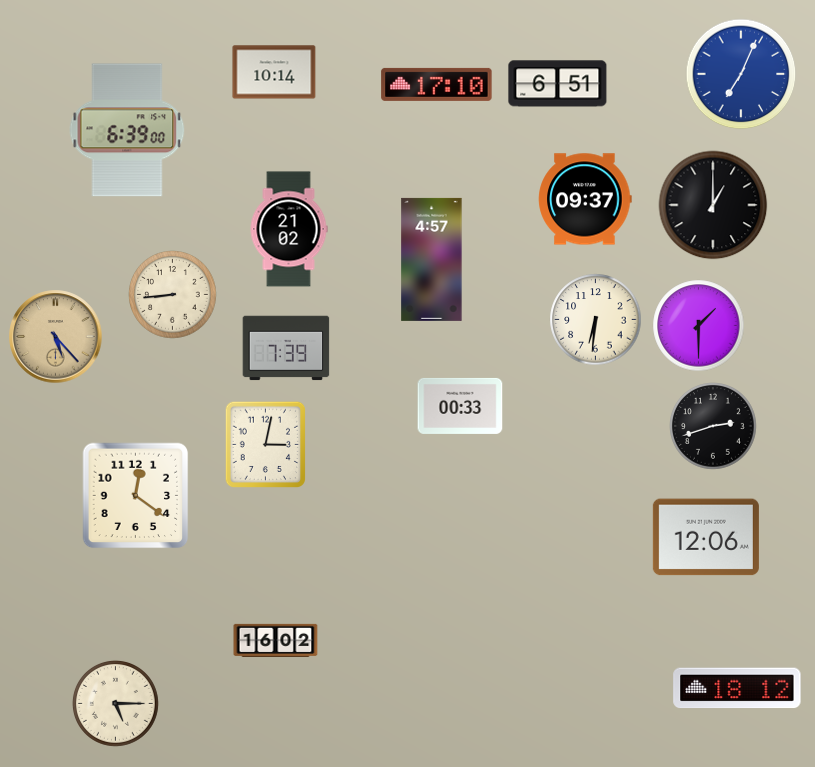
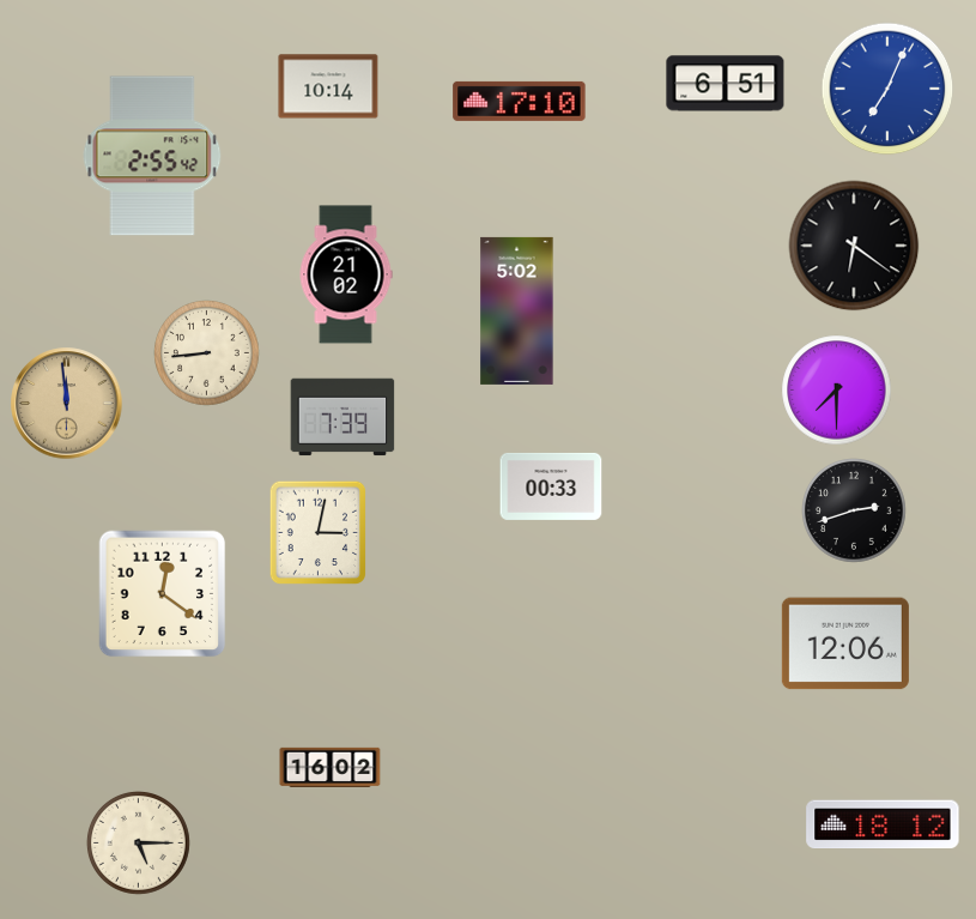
clock at (437, 84) position: (437, 84) -> (520, 101)
clock at (558, 84) position: (558, 84) -> (726, 84)
clock at (127, 130): 6:39 -> 2:55
clock at (585, 199): 09:37 -> none
clock at (713, 205): 1:00 -> 6:21
clock at (432, 259): 4:57 -> 5:02
clock at (596, 320): 6:31 -> none
clock at (699, 326): 1:30 -> 7:30
clock at (56, 337): 5:23 -> 11:59
